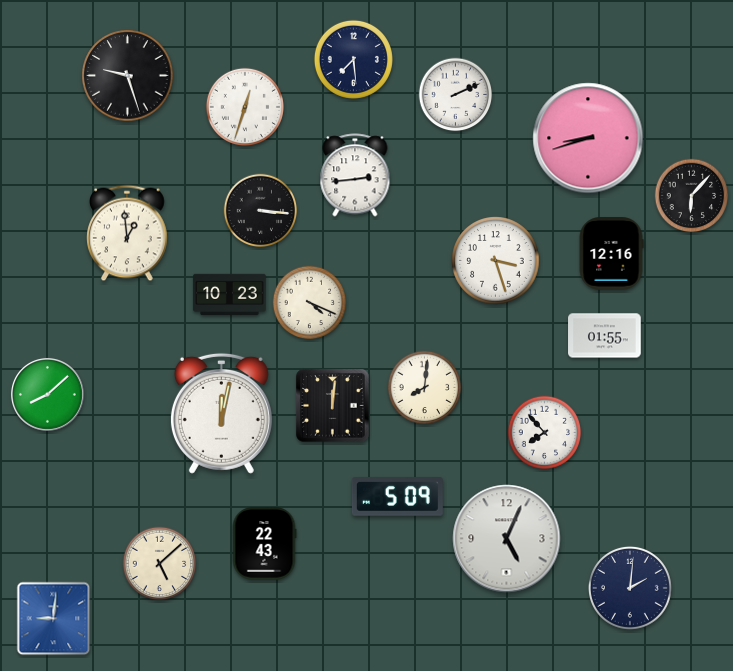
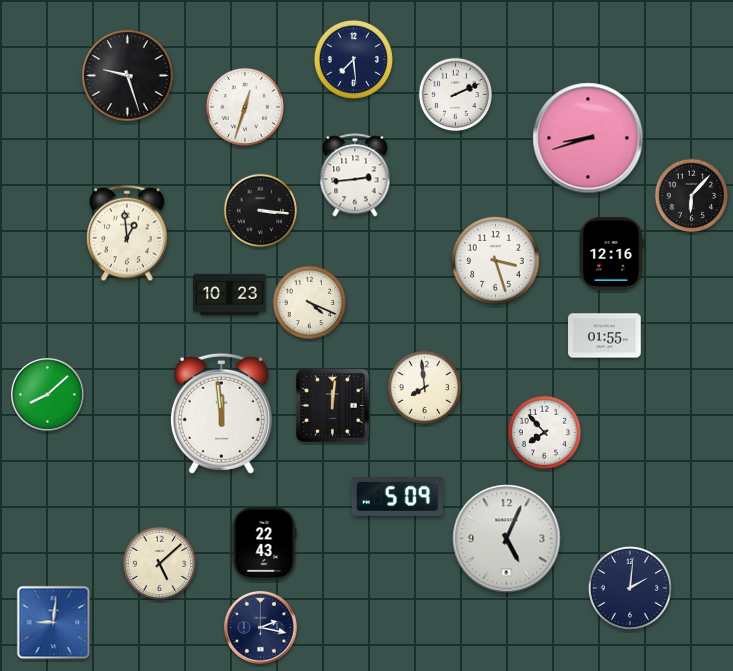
clock at (425, 388): 8:01 -> 7:59
clock at (221, 413): 12:02 -> 11:59
clock at (54, 619) position: (54, 619) -> (54, 623)
clock at (260, 627): none -> 2:17
